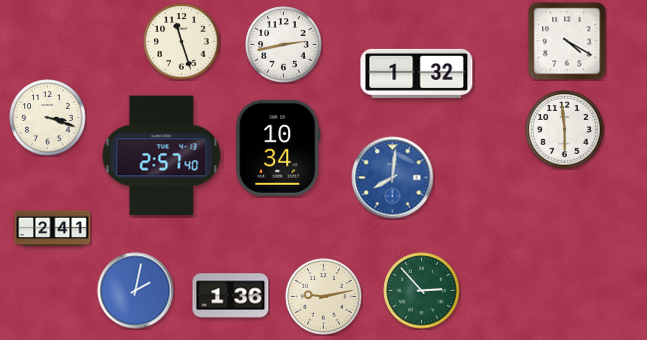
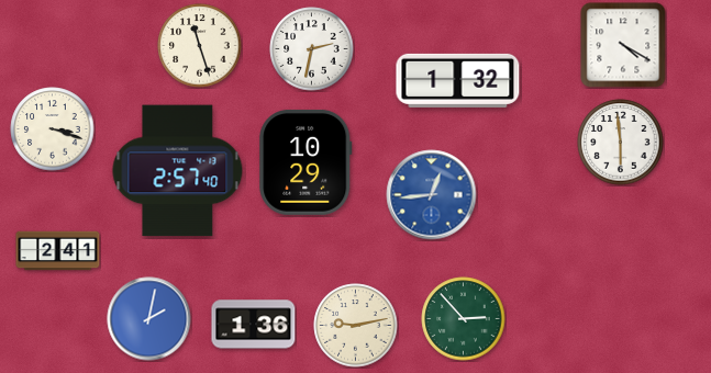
clock at (284, 45): 2:43 -> 2:32
clock at (278, 148): 10:34 -> 10:29
clock at (393, 178): 8:01 -> 12:44
